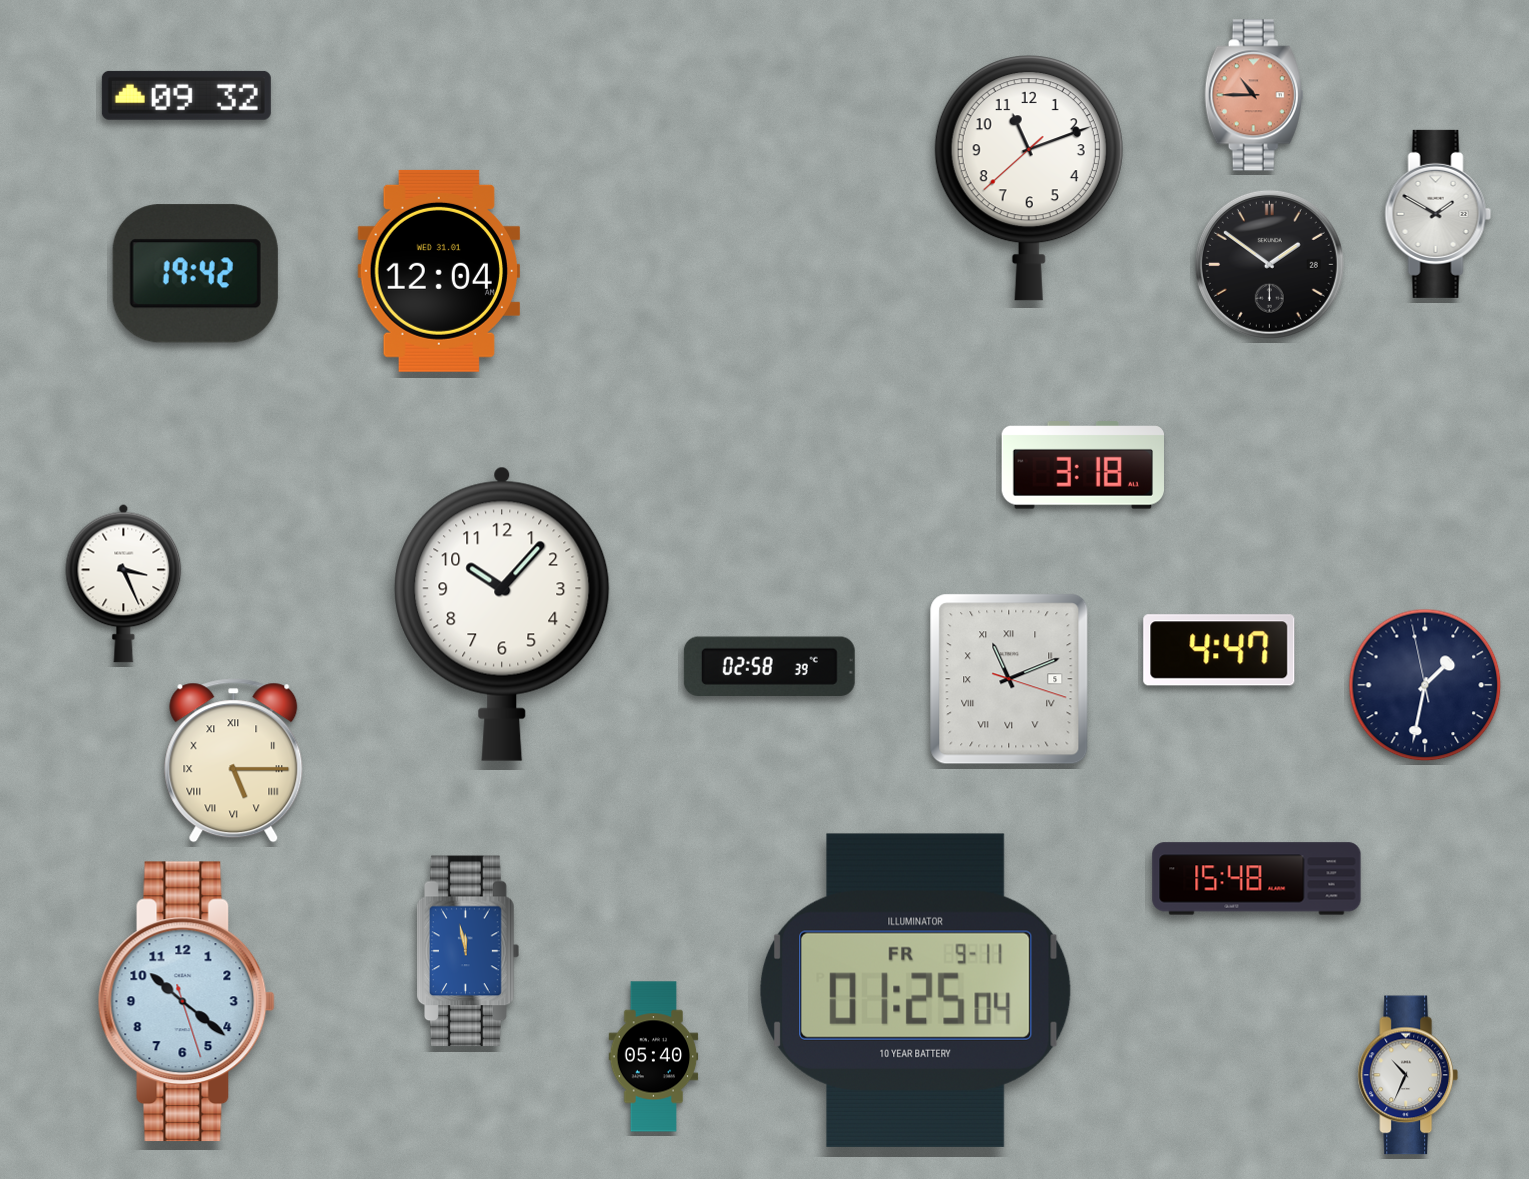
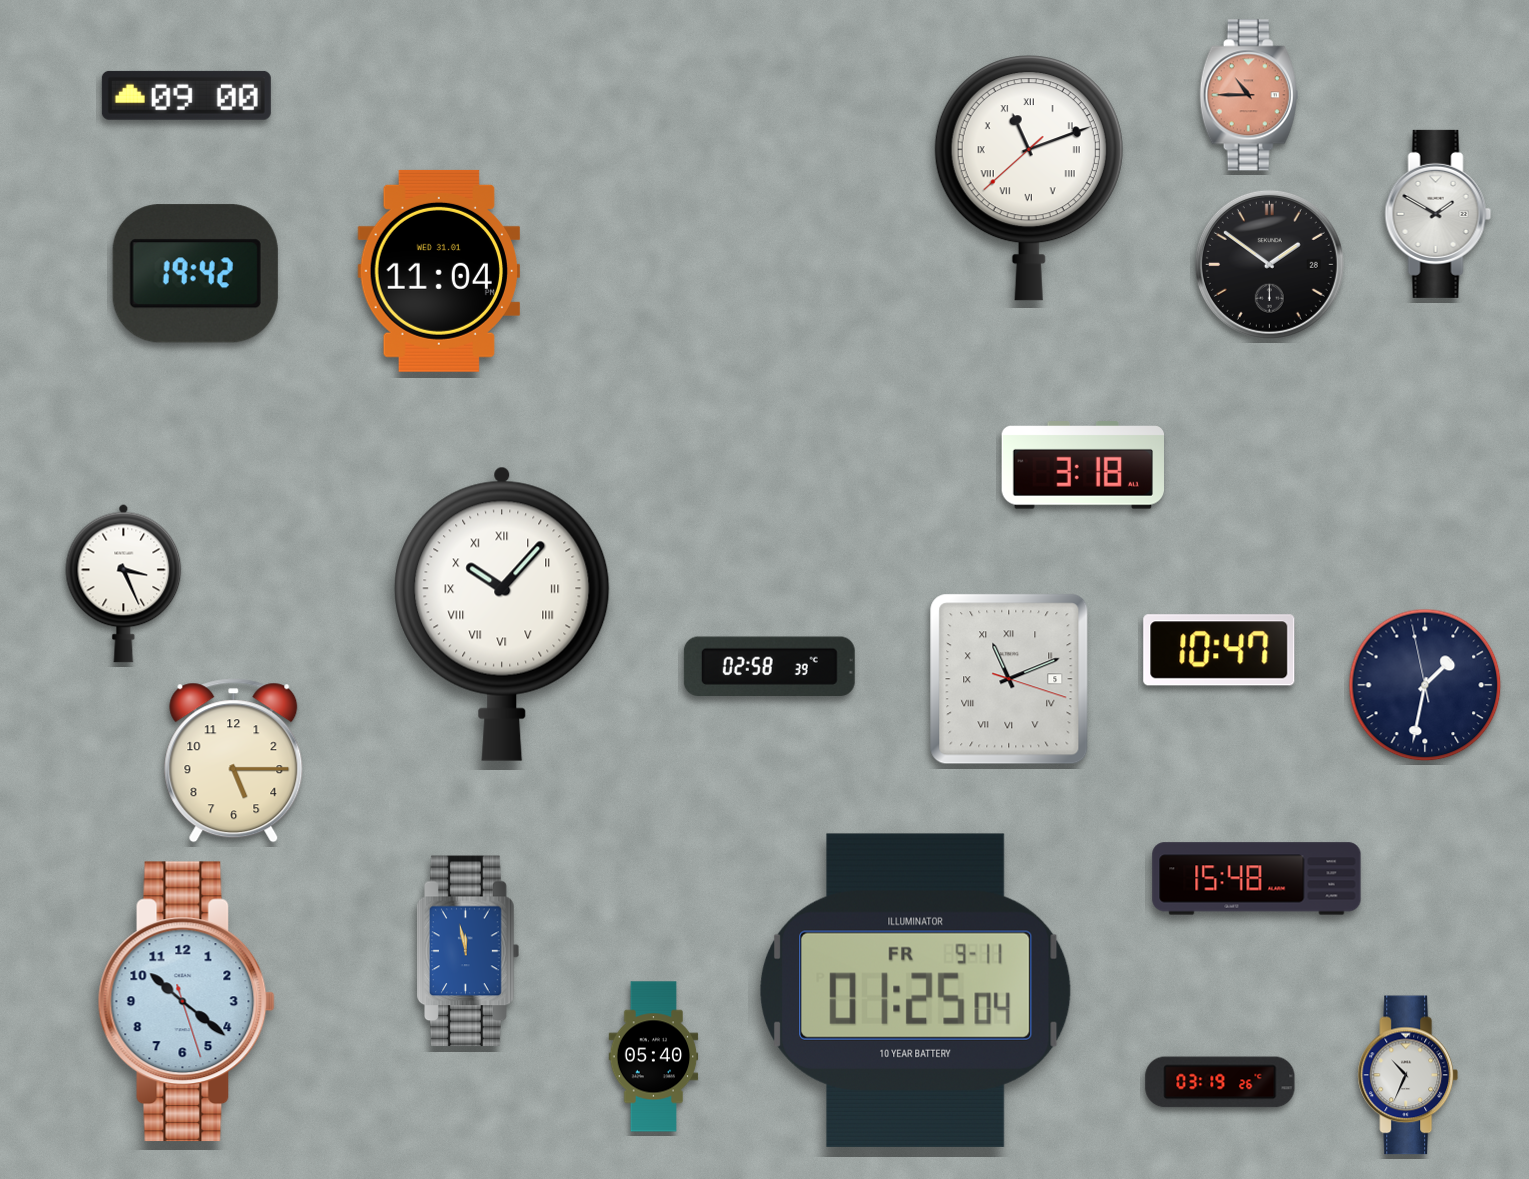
clock at (186, 95): 09:32 -> 09:00
clock at (1254, 95) position: (1254, 95) -> (1249, 95)
clock at (1029, 178) numerals: Arabic -> Roman
clock at (439, 271): 12:04 -> 11:04
clock at (502, 614) numerals: Arabic -> Roman
clock at (1219, 650): 4:47 -> 10:47
clock at (234, 761) numerals: Roman -> Arabic
clock at (1220, 1082): none -> 03:19
